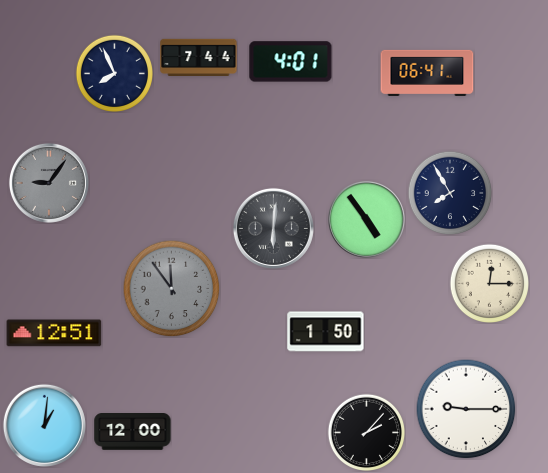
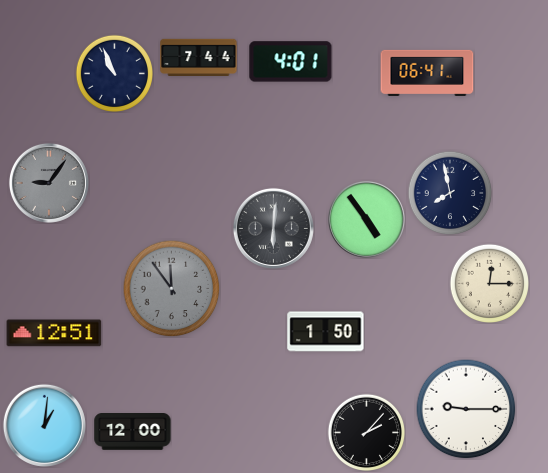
clock at (114, 73): 7:56 -> 10:56
clock at (450, 193): 7:55 -> 7:58
